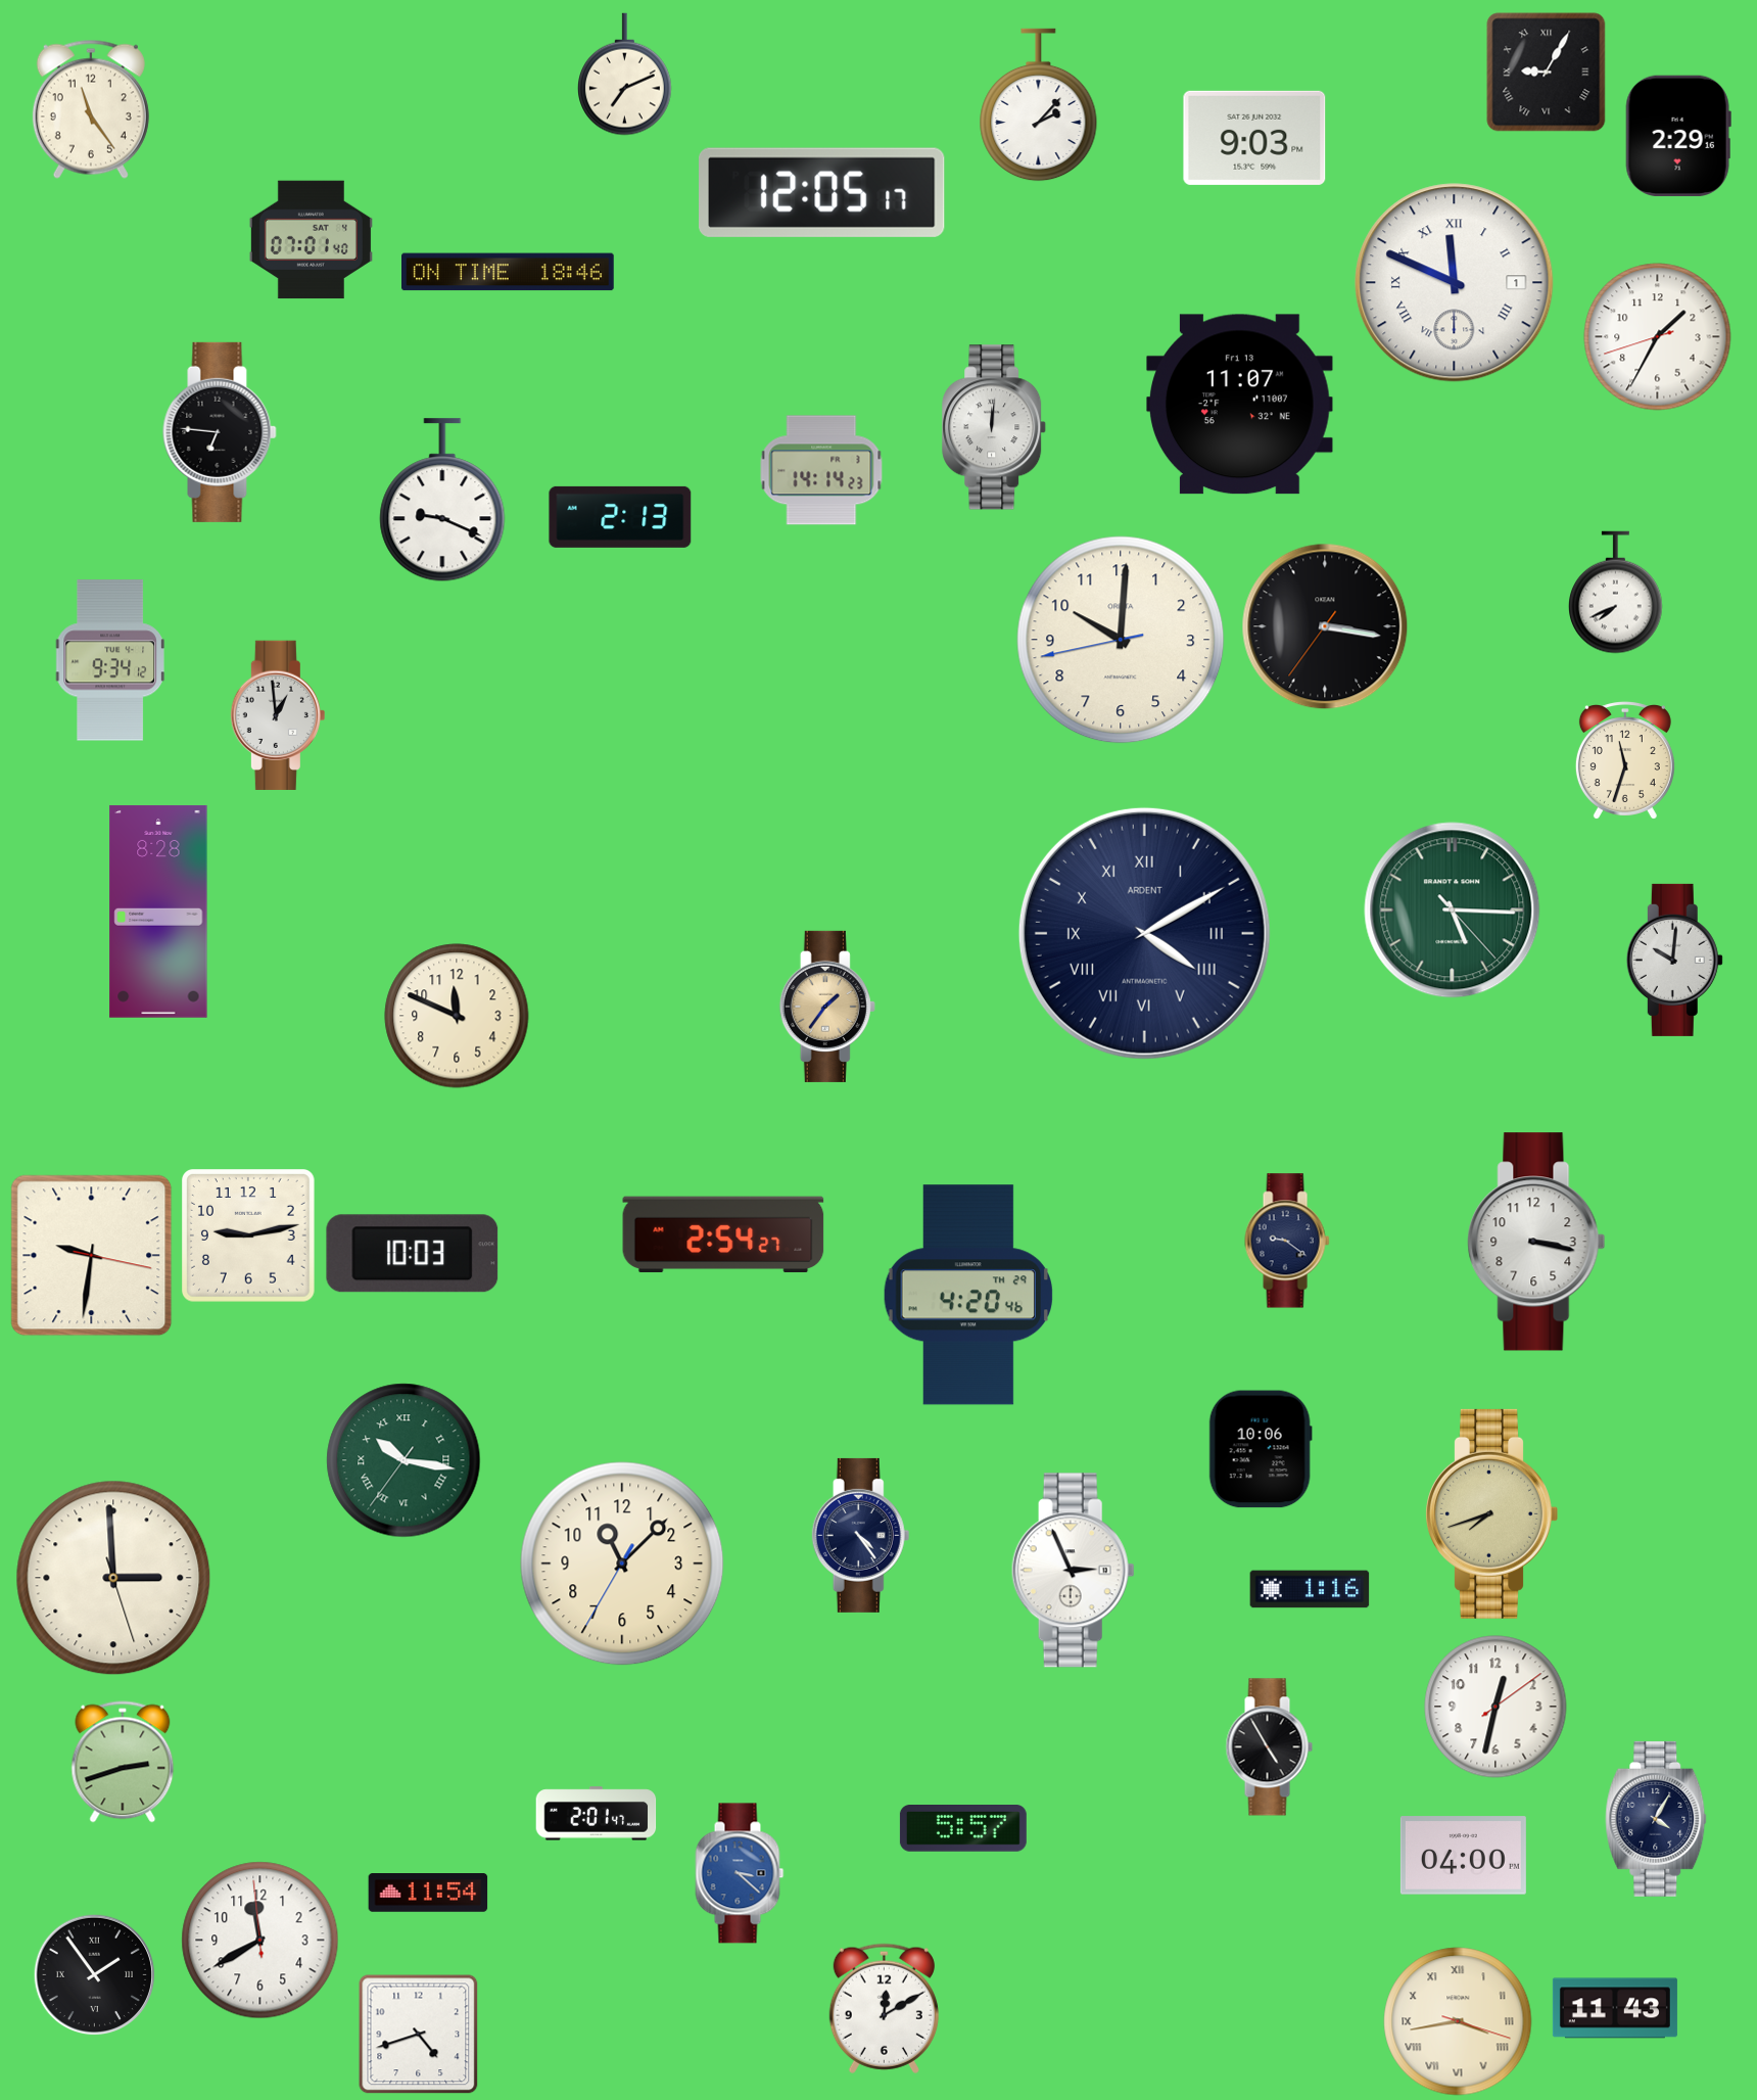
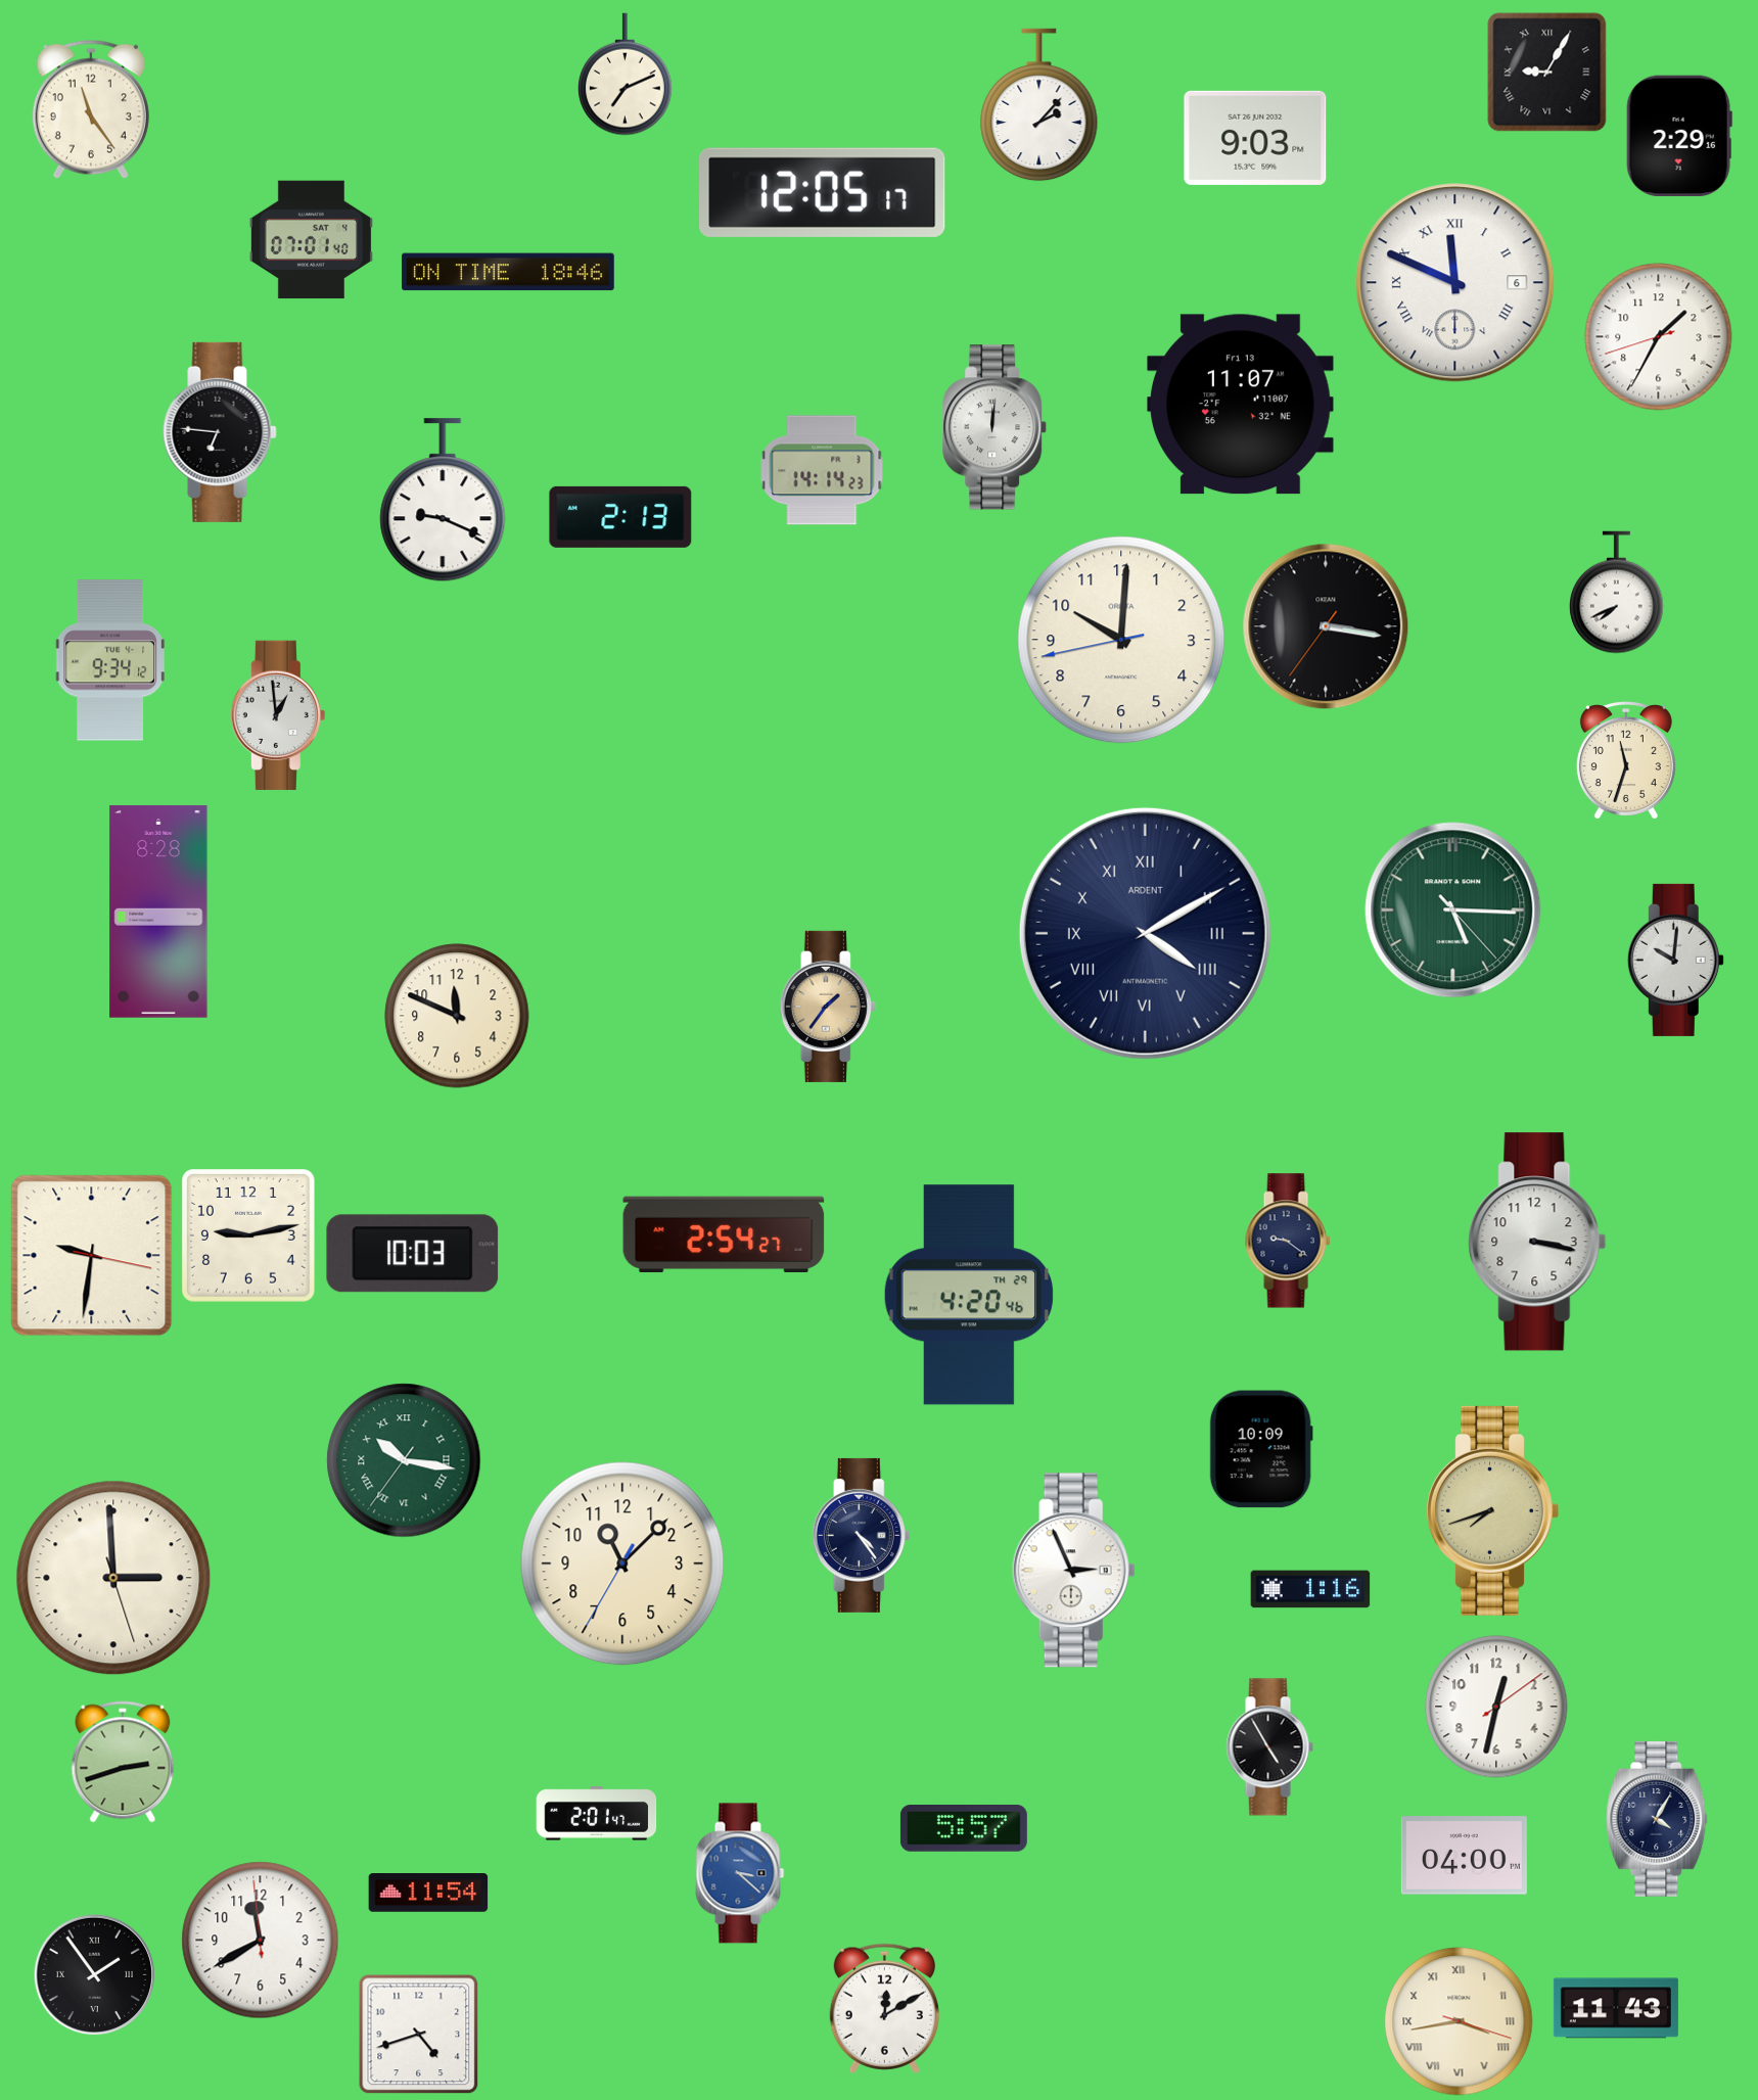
clock at (1455, 283) date: 1 -> 6
clock at (1261, 1449): 10:06 -> 10:09
clock at (1491, 1513) position: (1491, 1513) -> (1492, 1510)
